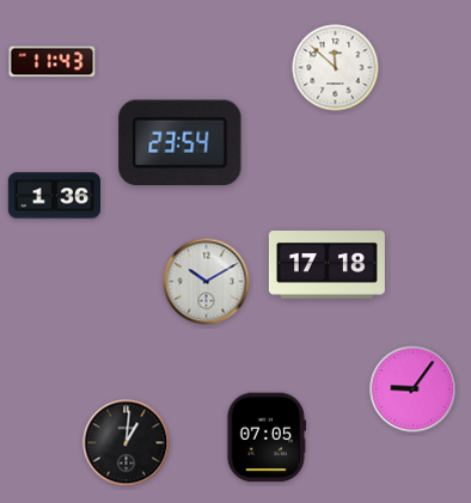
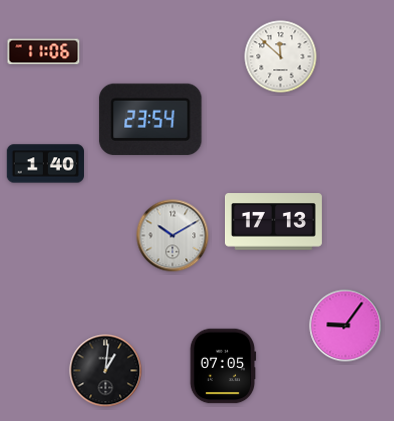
clock at (53, 62): 11:43 -> 11:06
clock at (54, 196): 1:36 -> 1:40
clock at (326, 265): 17:18 -> 17:13
